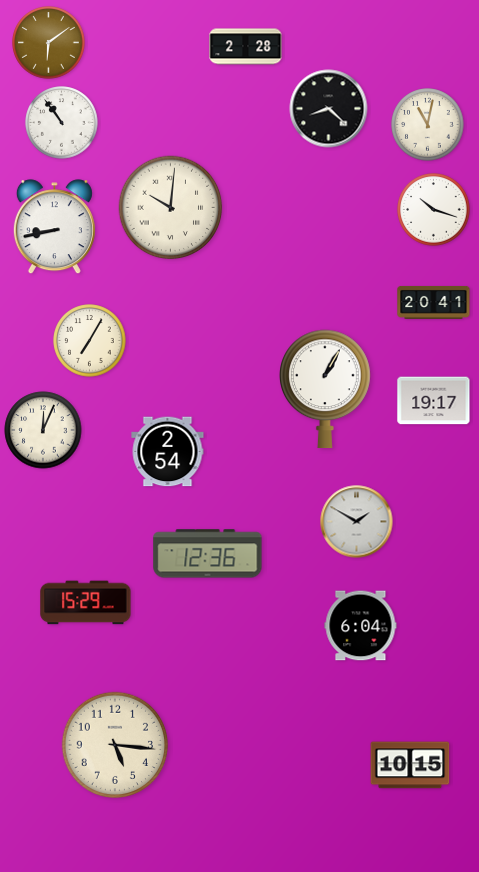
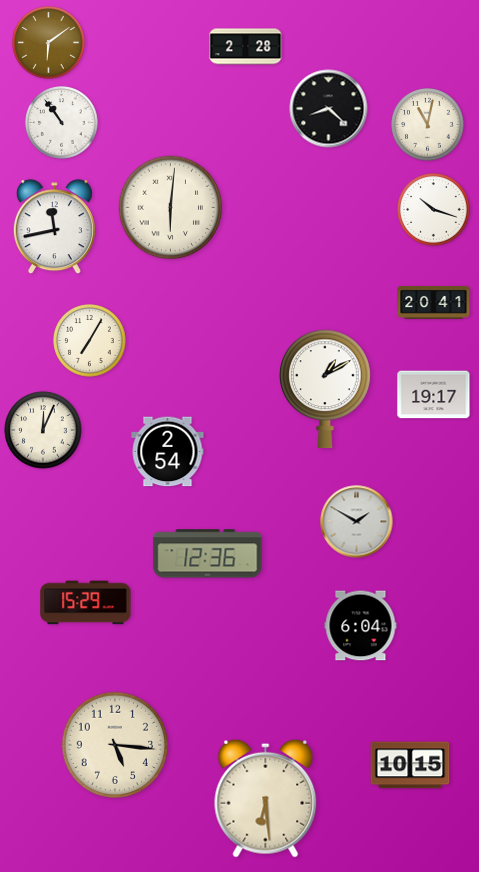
clock at (171, 208): 10:01 -> 6:01
clock at (54, 227): 8:43 -> 11:43
clock at (326, 389): 1:05 -> 1:10
clock at (434, 401) position: (434, 401) -> (434, 395)
clock at (266, 798): none -> 6:29
